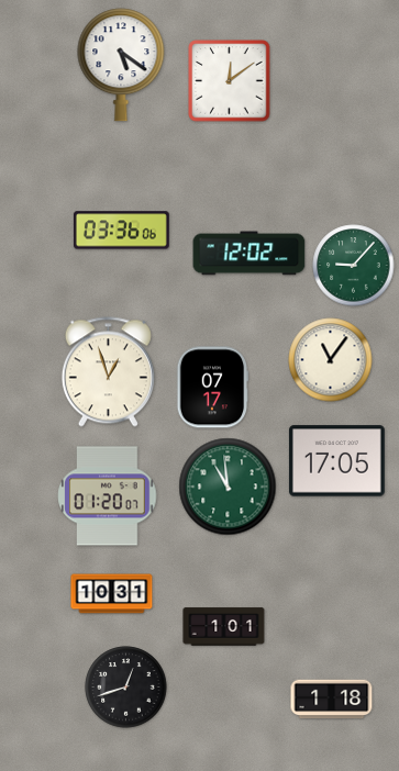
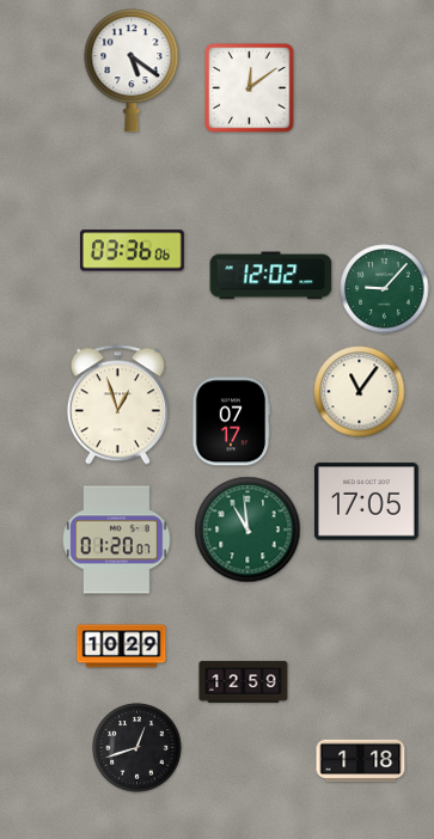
clock at (112, 594): 10:31 -> 10:29
clock at (224, 627): 1:01 -> 12:59
